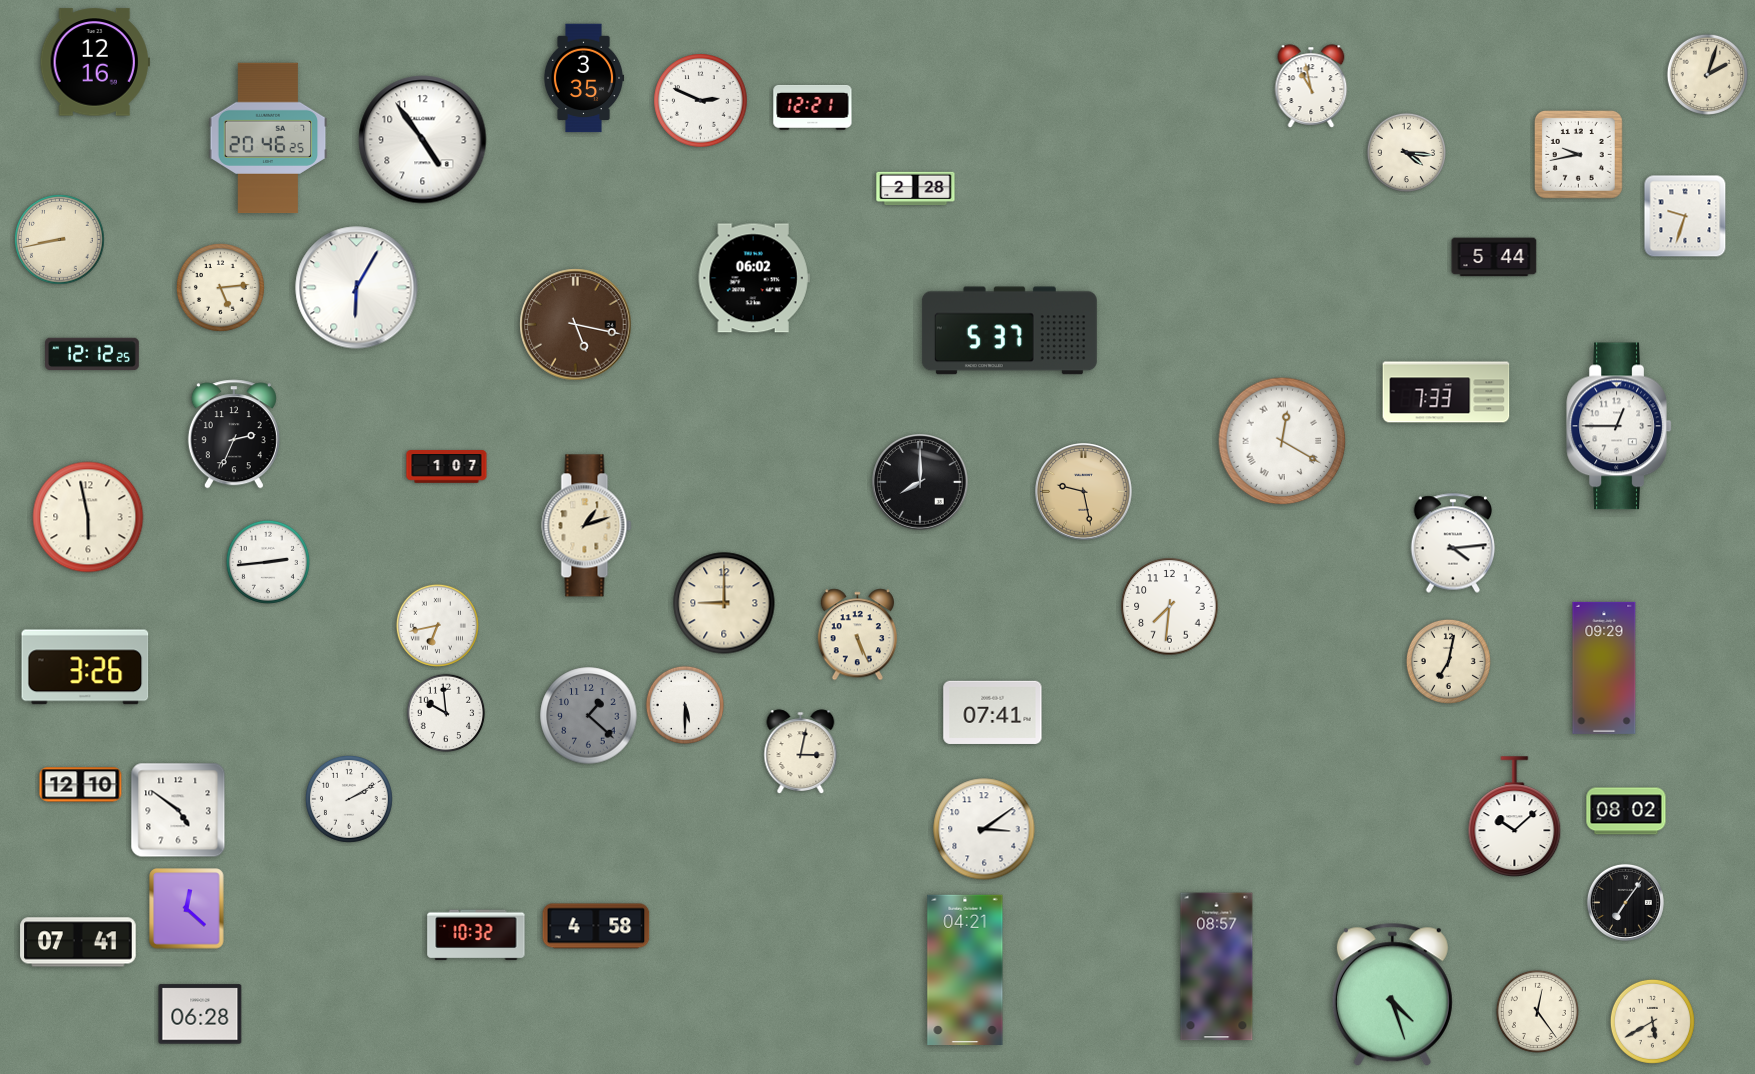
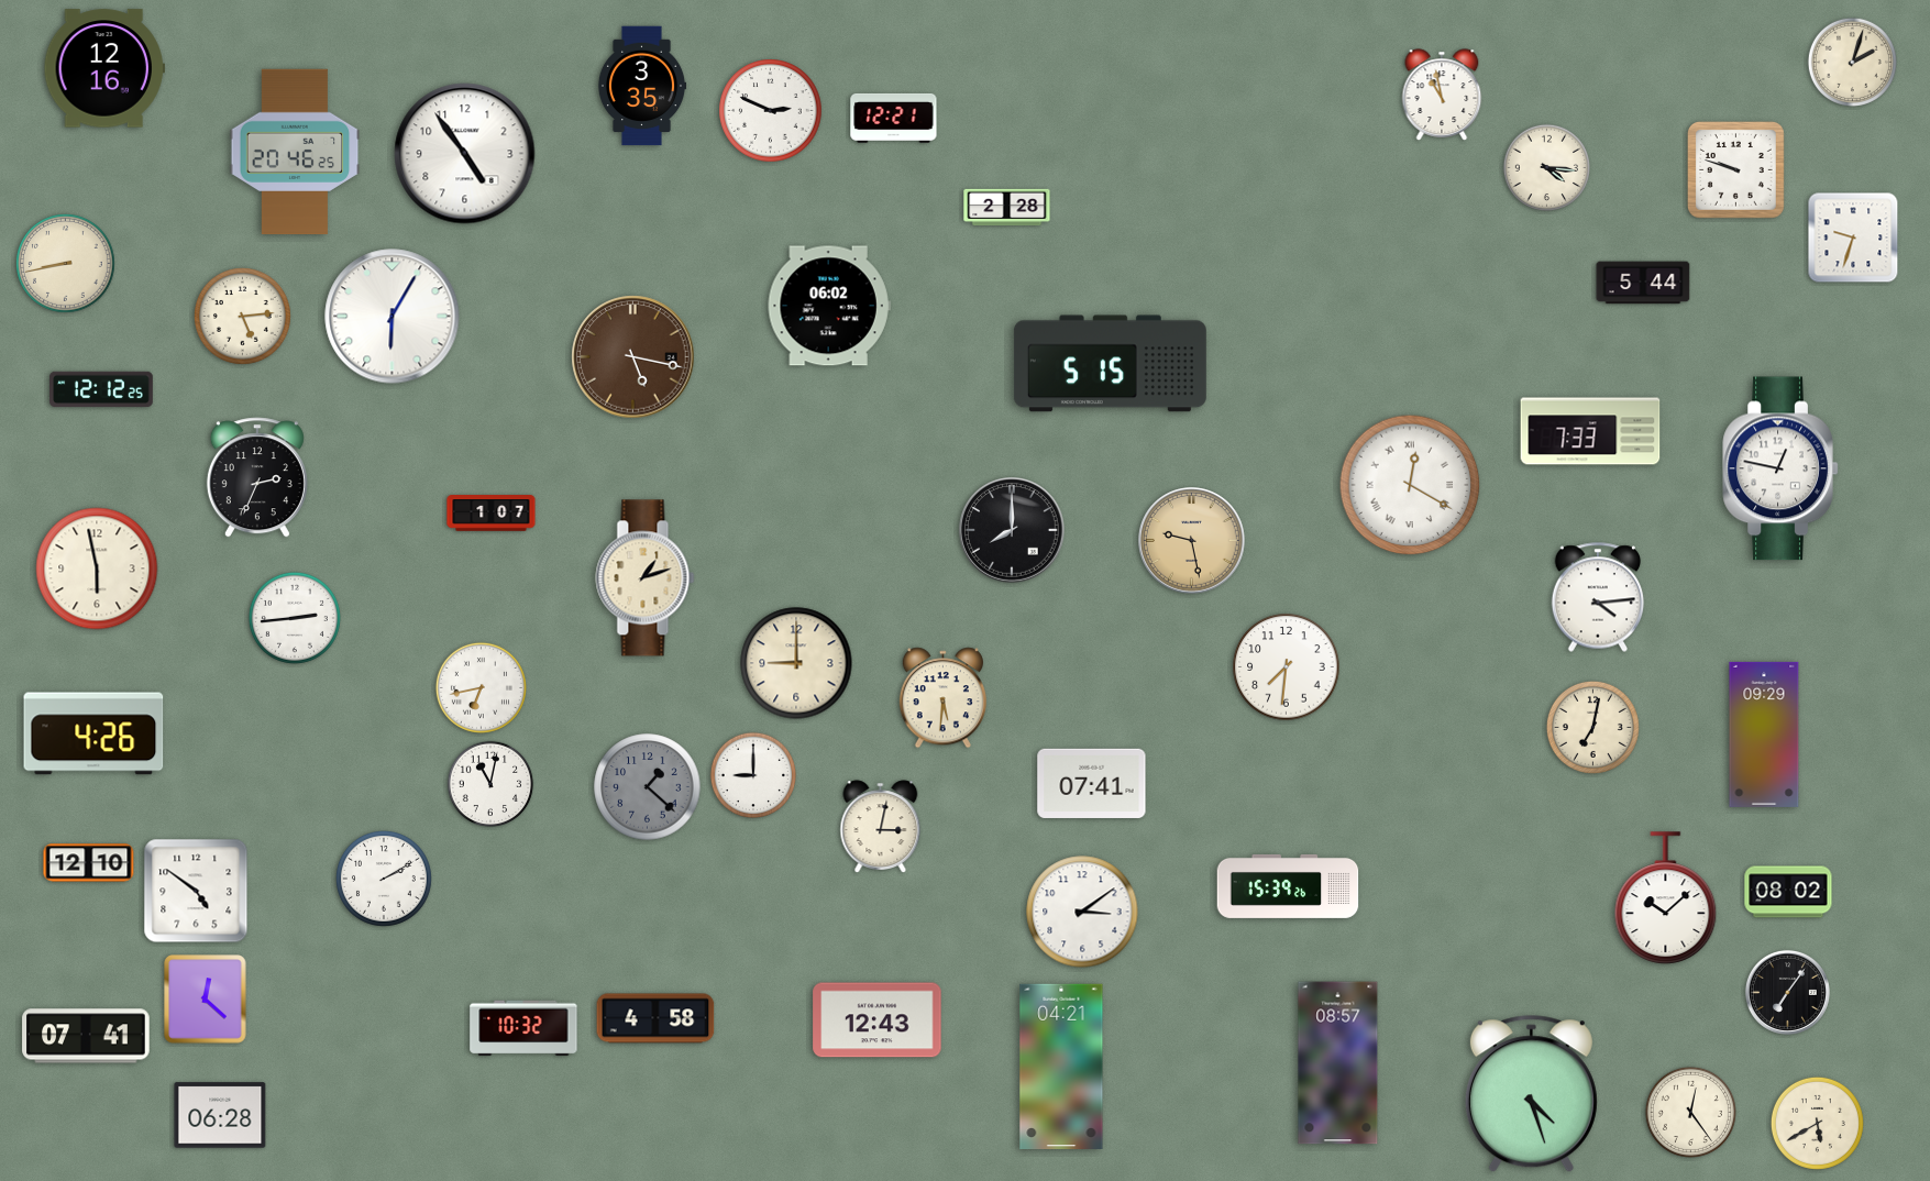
clock at (1707, 74) position: (1707, 74) -> (1852, 62)
clock at (1578, 154): 9:43 -> 9:48
clock at (1009, 331): 5:37 -> 5:15
clock at (1619, 426): 12:45 -> 12:47
clock at (857, 635): 5:26 -> 5:31
clock at (85, 667): 3:26 -> 4:26
clock at (685, 705): 5:30 -> 9:00
clock at (446, 713): 9:59 -> 11:02
clock at (1288, 886): none -> 15:39
clock at (878, 1020): none -> 12:43
